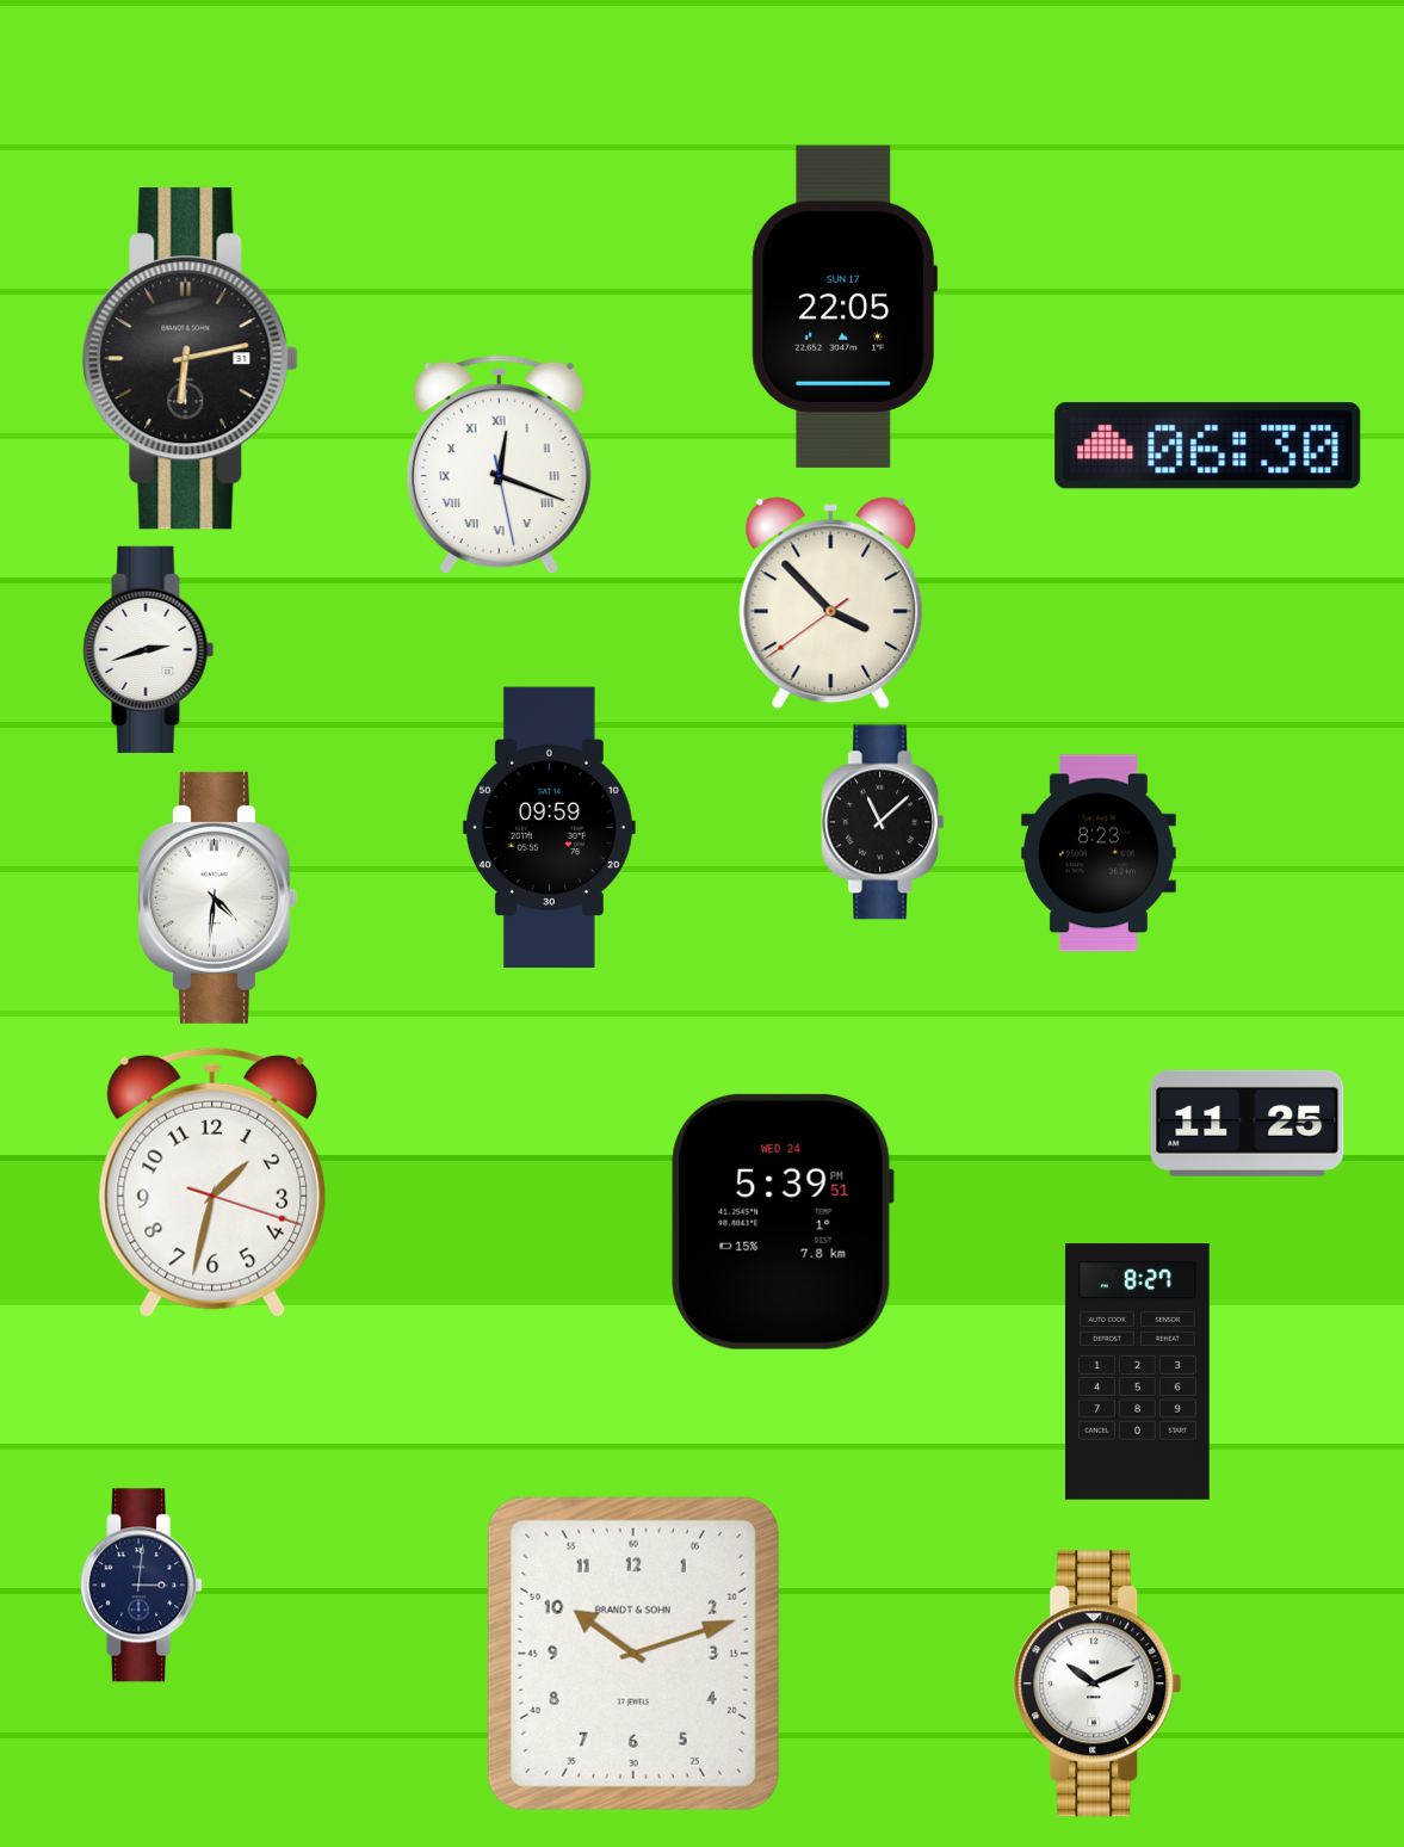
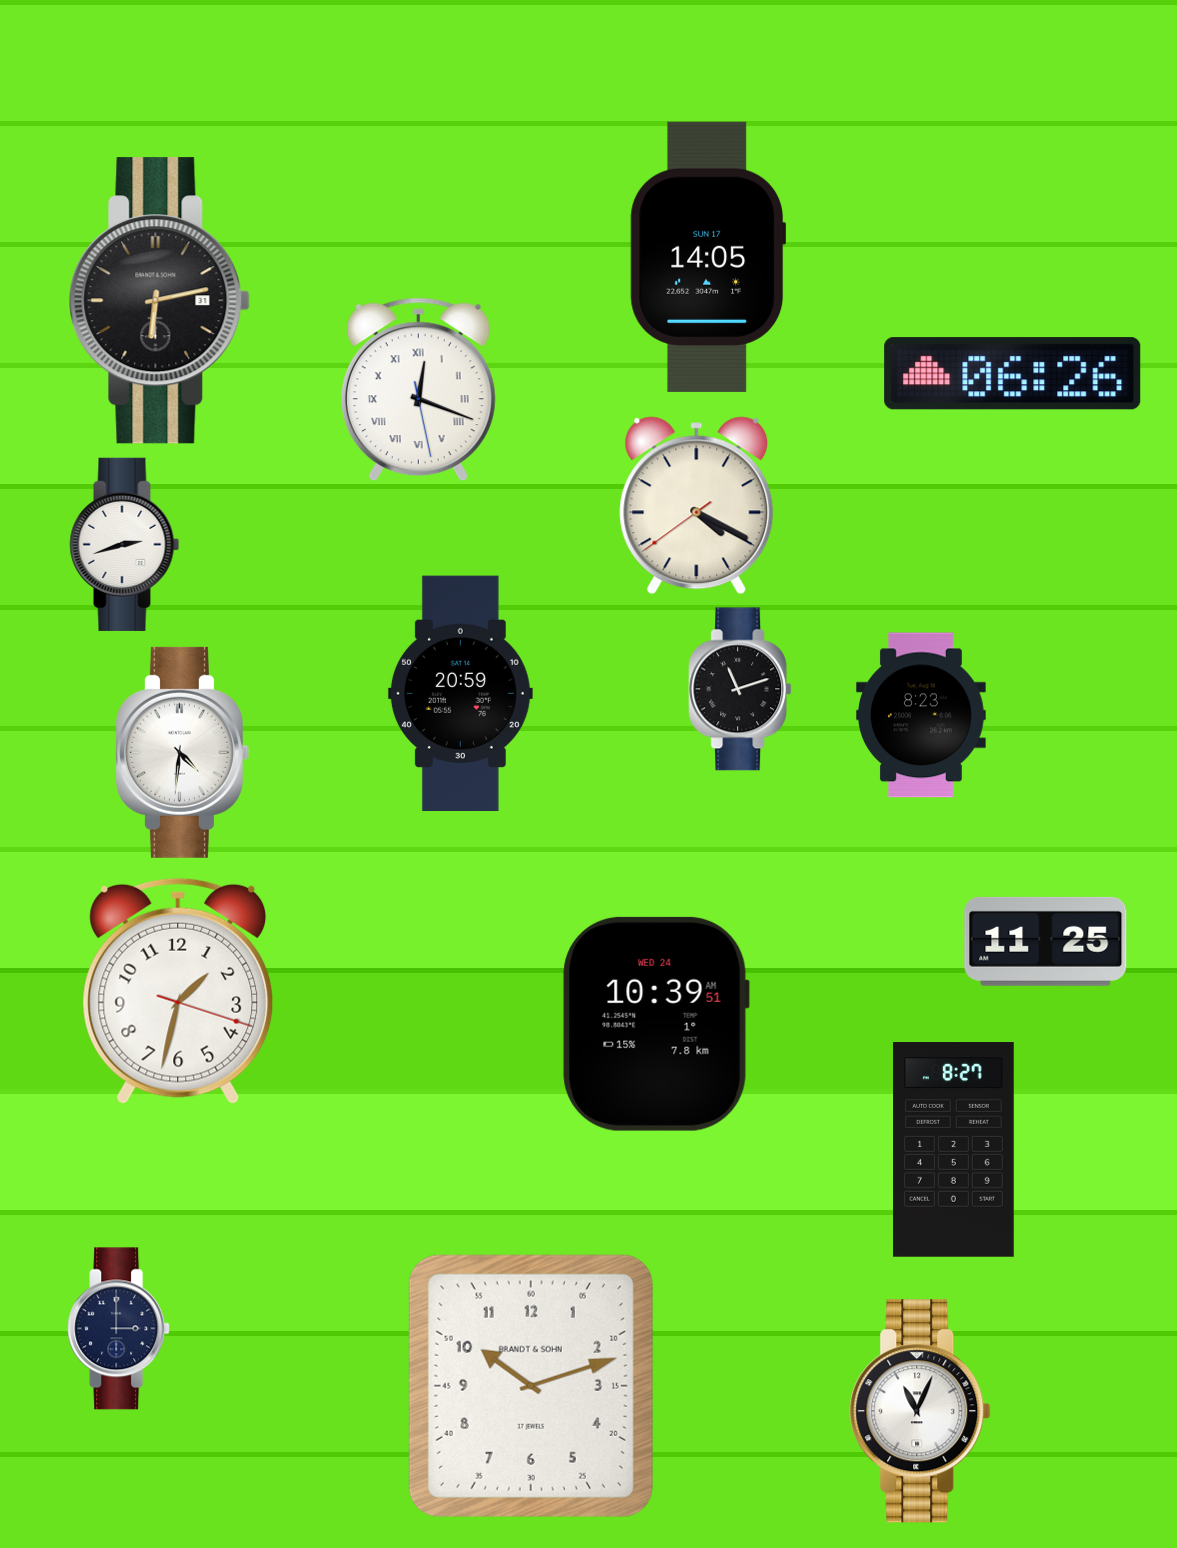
clock at (843, 307): 22:05 -> 14:05
clock at (1208, 446): 06:30 -> 06:26
clock at (831, 604): 3:52 -> 4:19
clock at (883, 822): 11:08 -> 11:12
clock at (549, 827): 09:59 -> 20:59
clock at (783, 1222): 5:39 -> 10:39
clock at (142, 1586): 3:01 -> 3:00
clock at (1097, 1684): 10:11 -> 11:04
